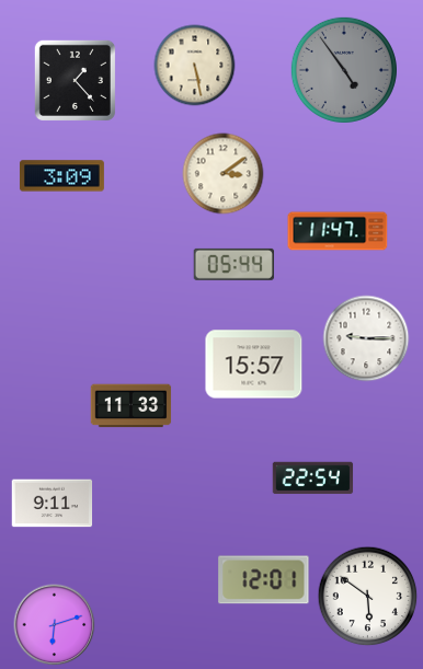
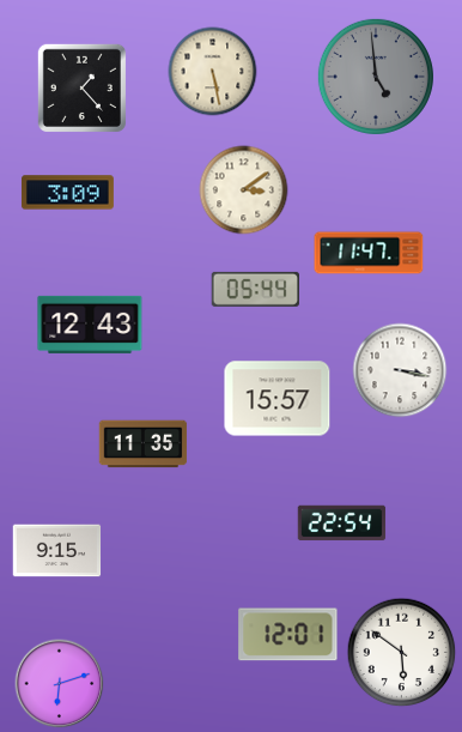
clock at (344, 70): 4:54 -> 4:59
clock at (90, 325): none -> 12:43
clock at (366, 338): 9:15 -> 3:17
clock at (132, 406): 11:33 -> 11:35
clock at (53, 504): 9:11 -> 9:15
